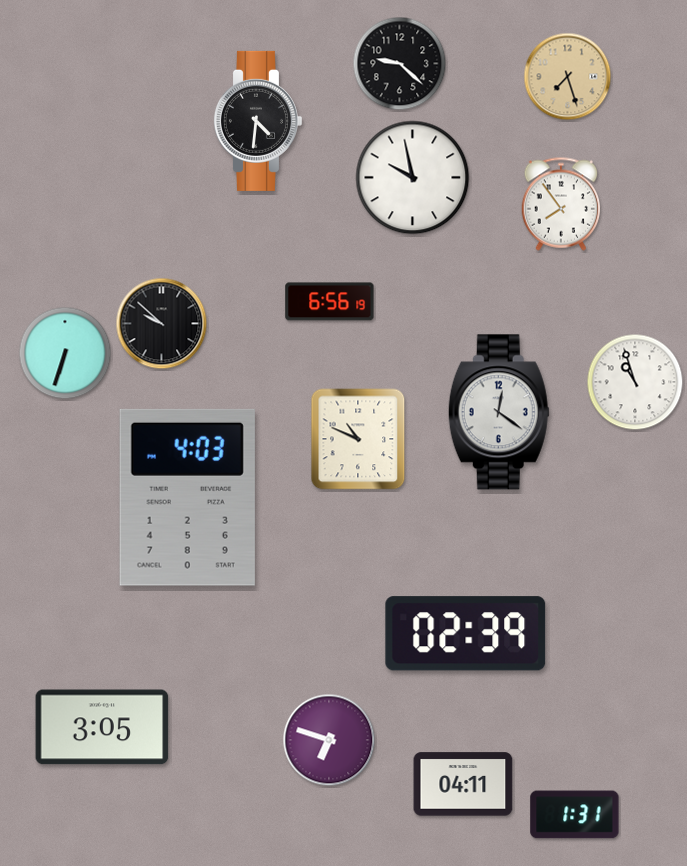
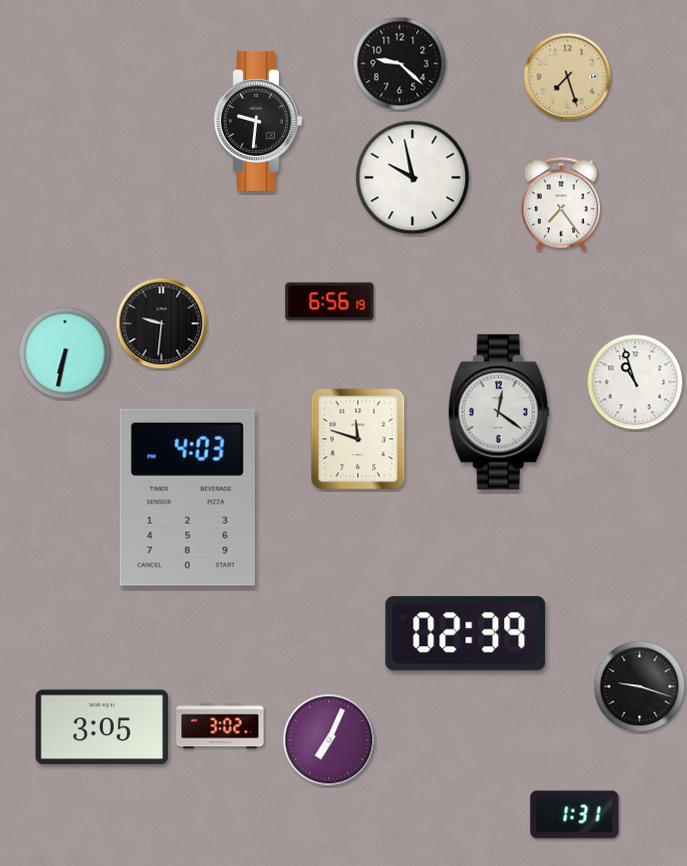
clock at (257, 121): 4:31 -> 9:31
clock at (561, 204): 7:54 -> 7:24
clock at (162, 324): 9:52 -> 9:31
clock at (65, 353): 6:33 -> 6:32
clock at (358, 439): 10:49 -> 11:48
clock at (640, 687): none -> 9:18
clock at (220, 726): none -> 3:02
clock at (329, 740): 6:48 -> 7:04
clock at (463, 784): 04:11 -> none
